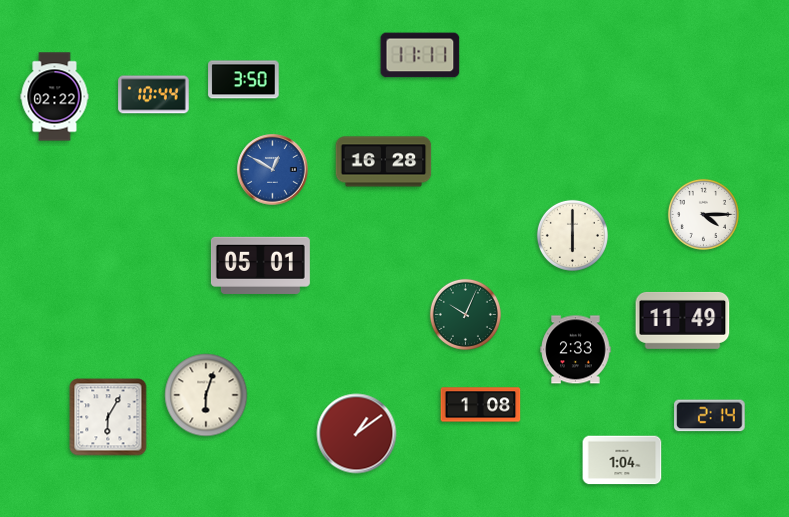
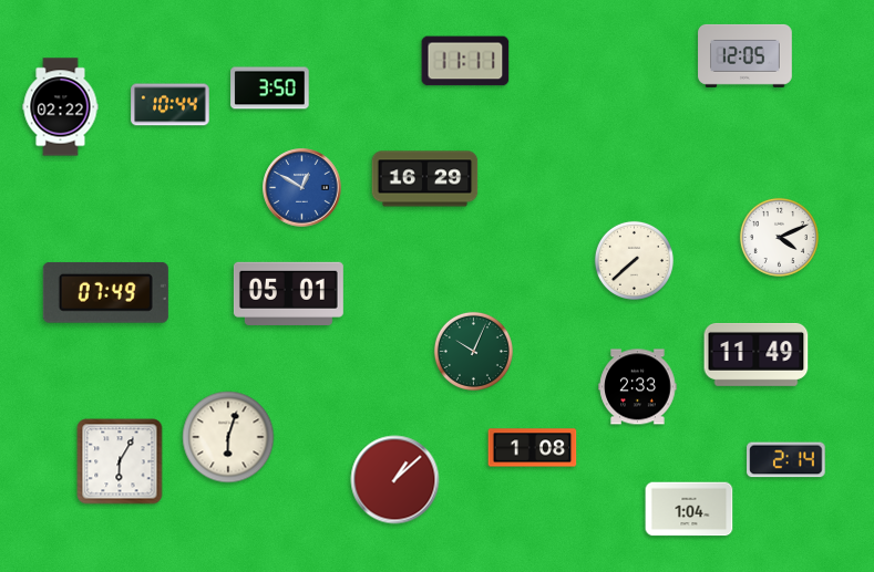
clock at (746, 55): none -> 12:05
clock at (384, 162): 16:28 -> 16:29
clock at (703, 214): 4:15 -> 4:11
clock at (572, 235): 6:00 -> 7:38
clock at (105, 292): none -> 07:49
clock at (465, 314) position: (465, 314) -> (473, 351)
clock at (357, 434): 1:09 -> 1:08
